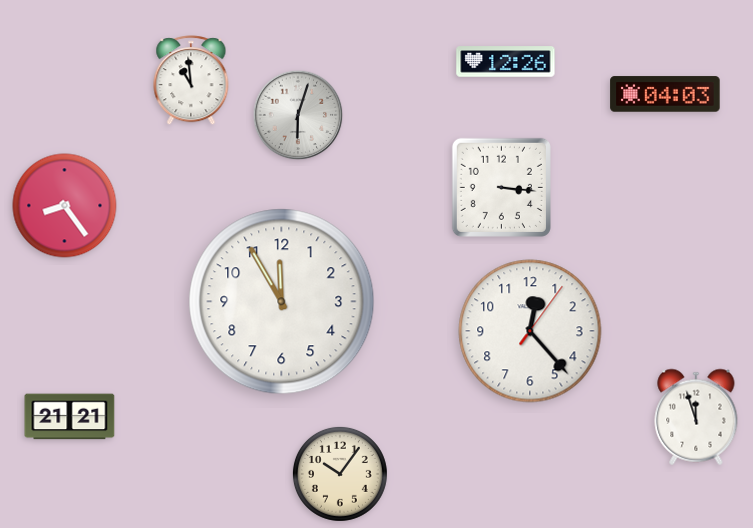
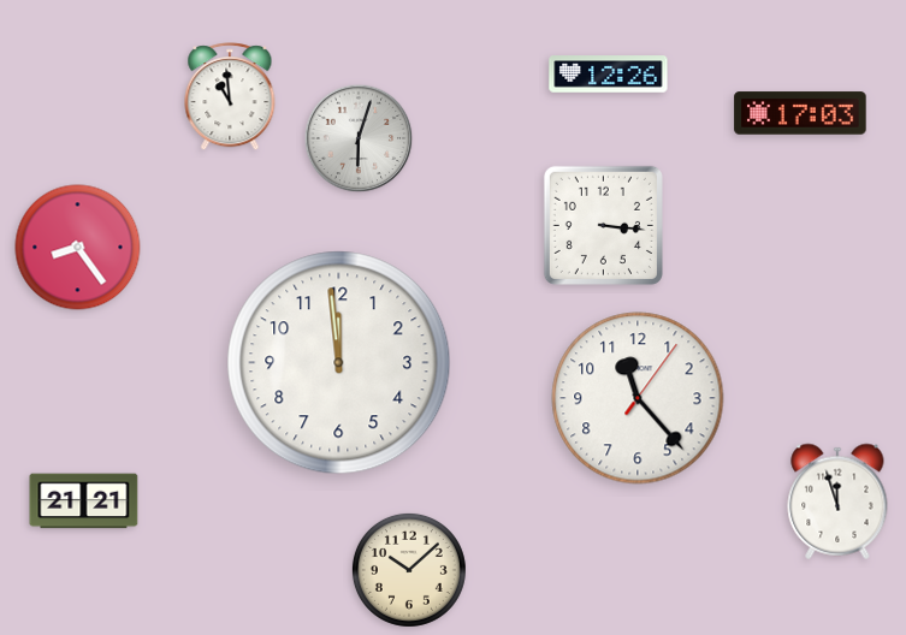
clock at (665, 94): 04:03 -> 17:03
clock at (282, 302): 11:55 -> 11:59
clock at (530, 331): 12:23 -> 11:23
clock at (340, 474): 10:06 -> 10:08
